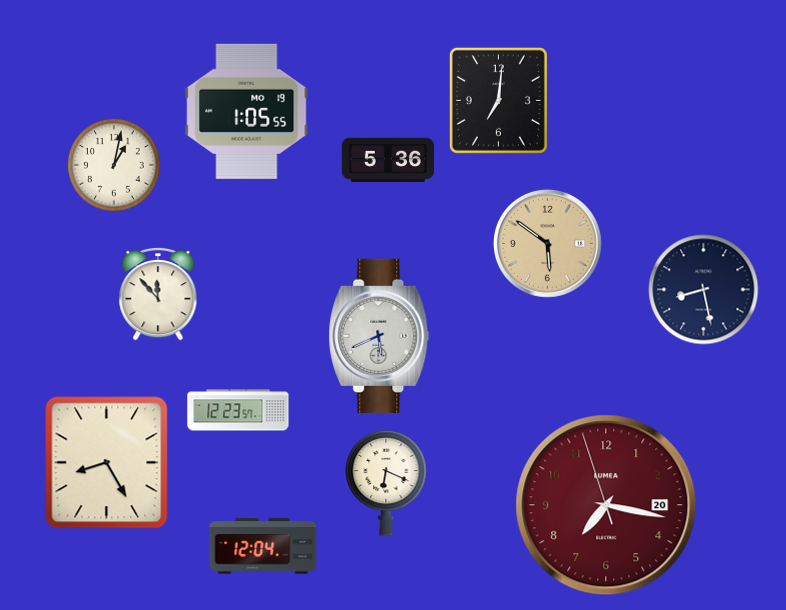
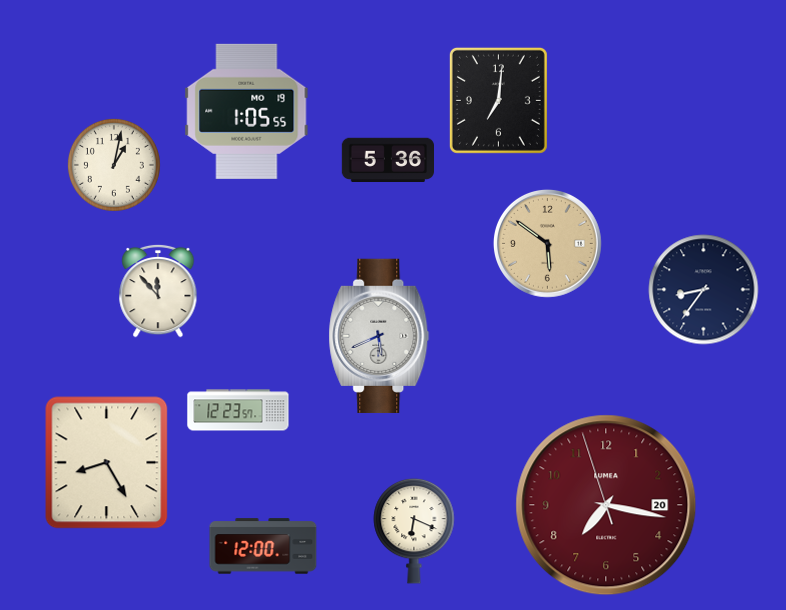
clock at (704, 290): 8:28 -> 8:36
clock at (158, 294) position: (158, 294) -> (158, 291)
clock at (386, 483) position: (386, 483) -> (414, 531)
clock at (263, 546): 12:04 -> 12:00
